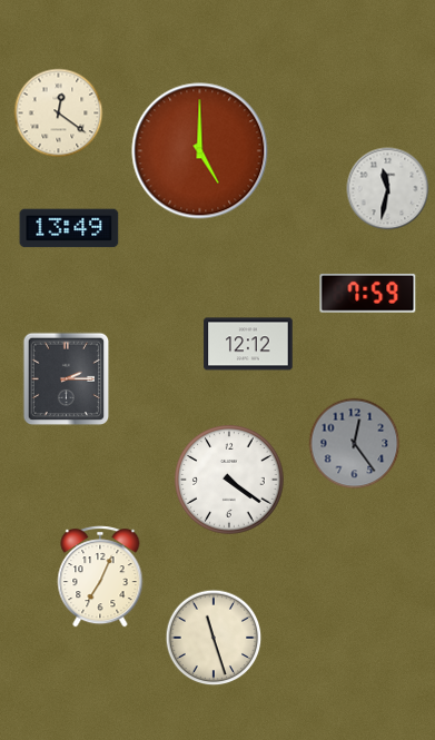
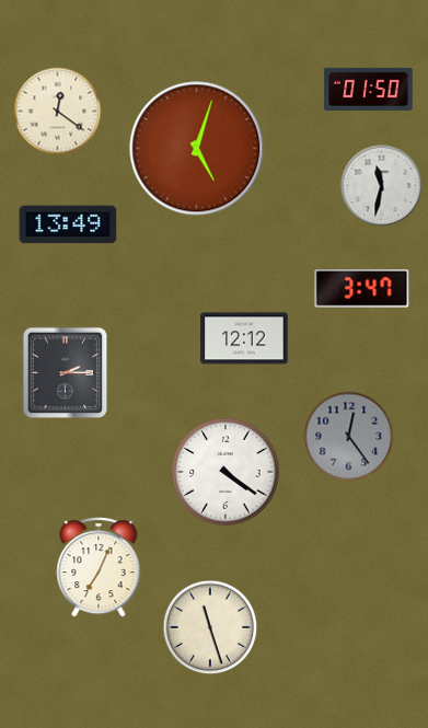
clock at (369, 89): none -> 01:50
clock at (200, 151): 5:00 -> 5:03
clock at (368, 293): 7:59 -> 3:47
